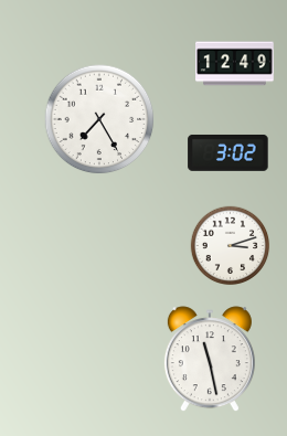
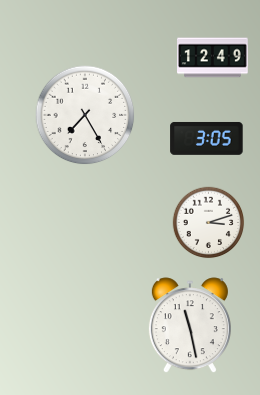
clock at (99, 119) position: (99, 119) -> (85, 115)
clock at (228, 152): 3:02 -> 3:05
